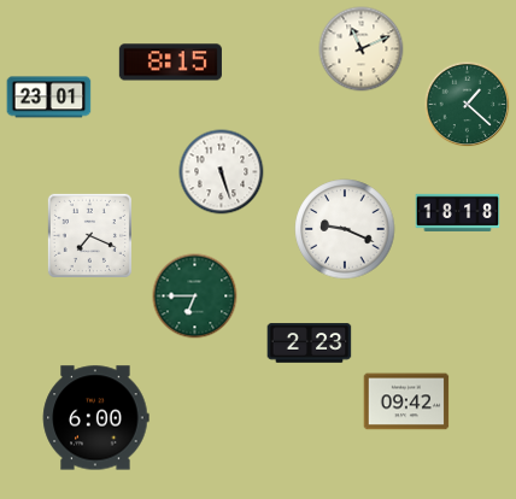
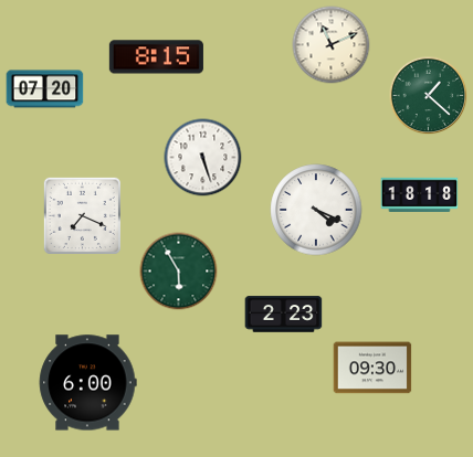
clock at (49, 98): 23:01 -> 07:20
clock at (345, 229): 9:19 -> 4:19
clock at (195, 297): 6:45 -> 5:55
clock at (406, 401): 09:42 -> 09:30
